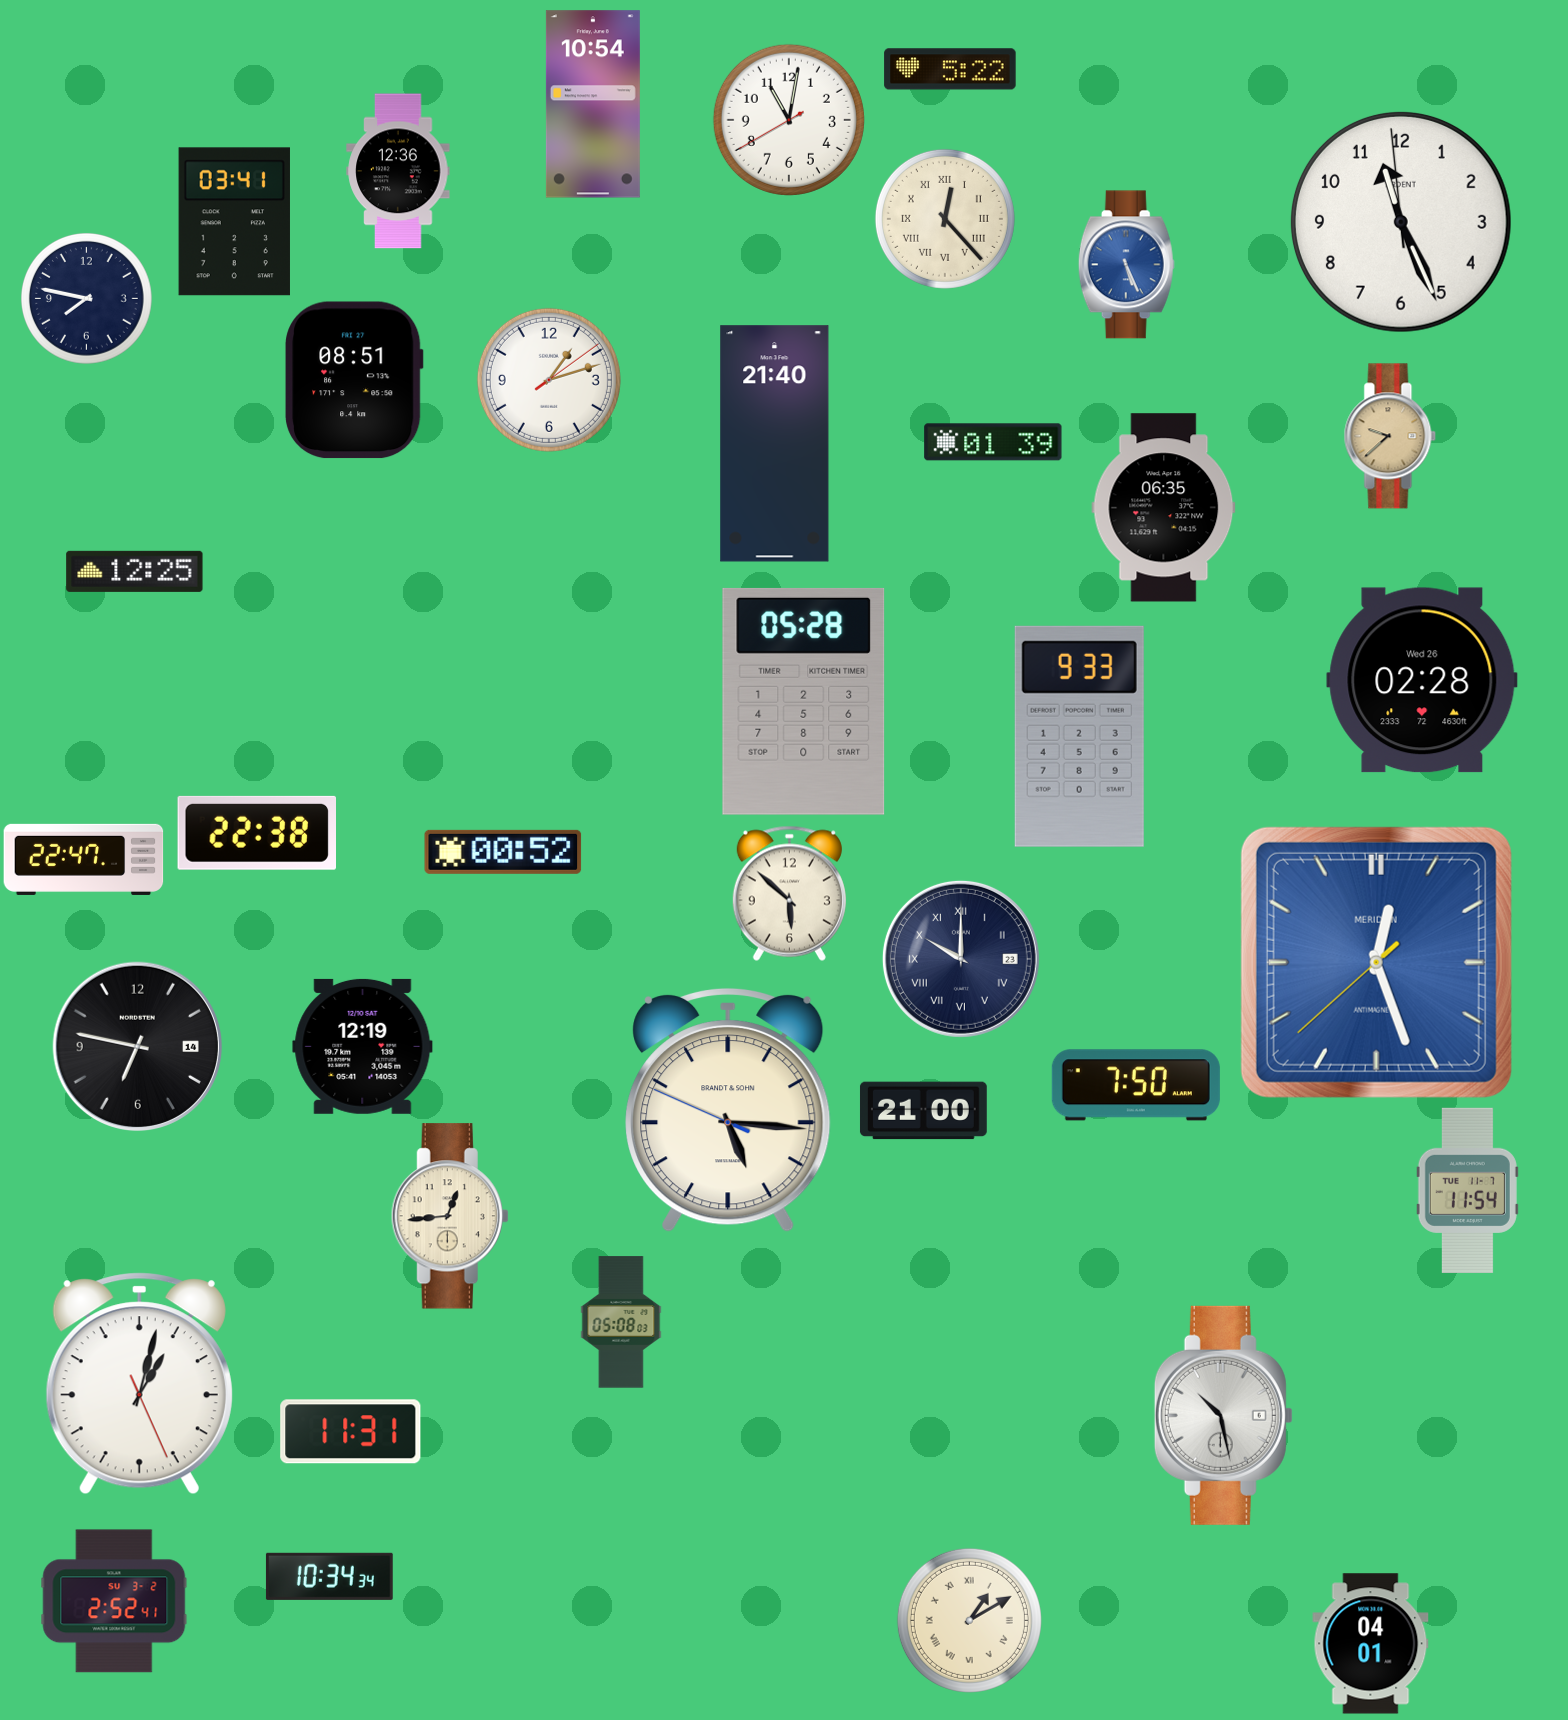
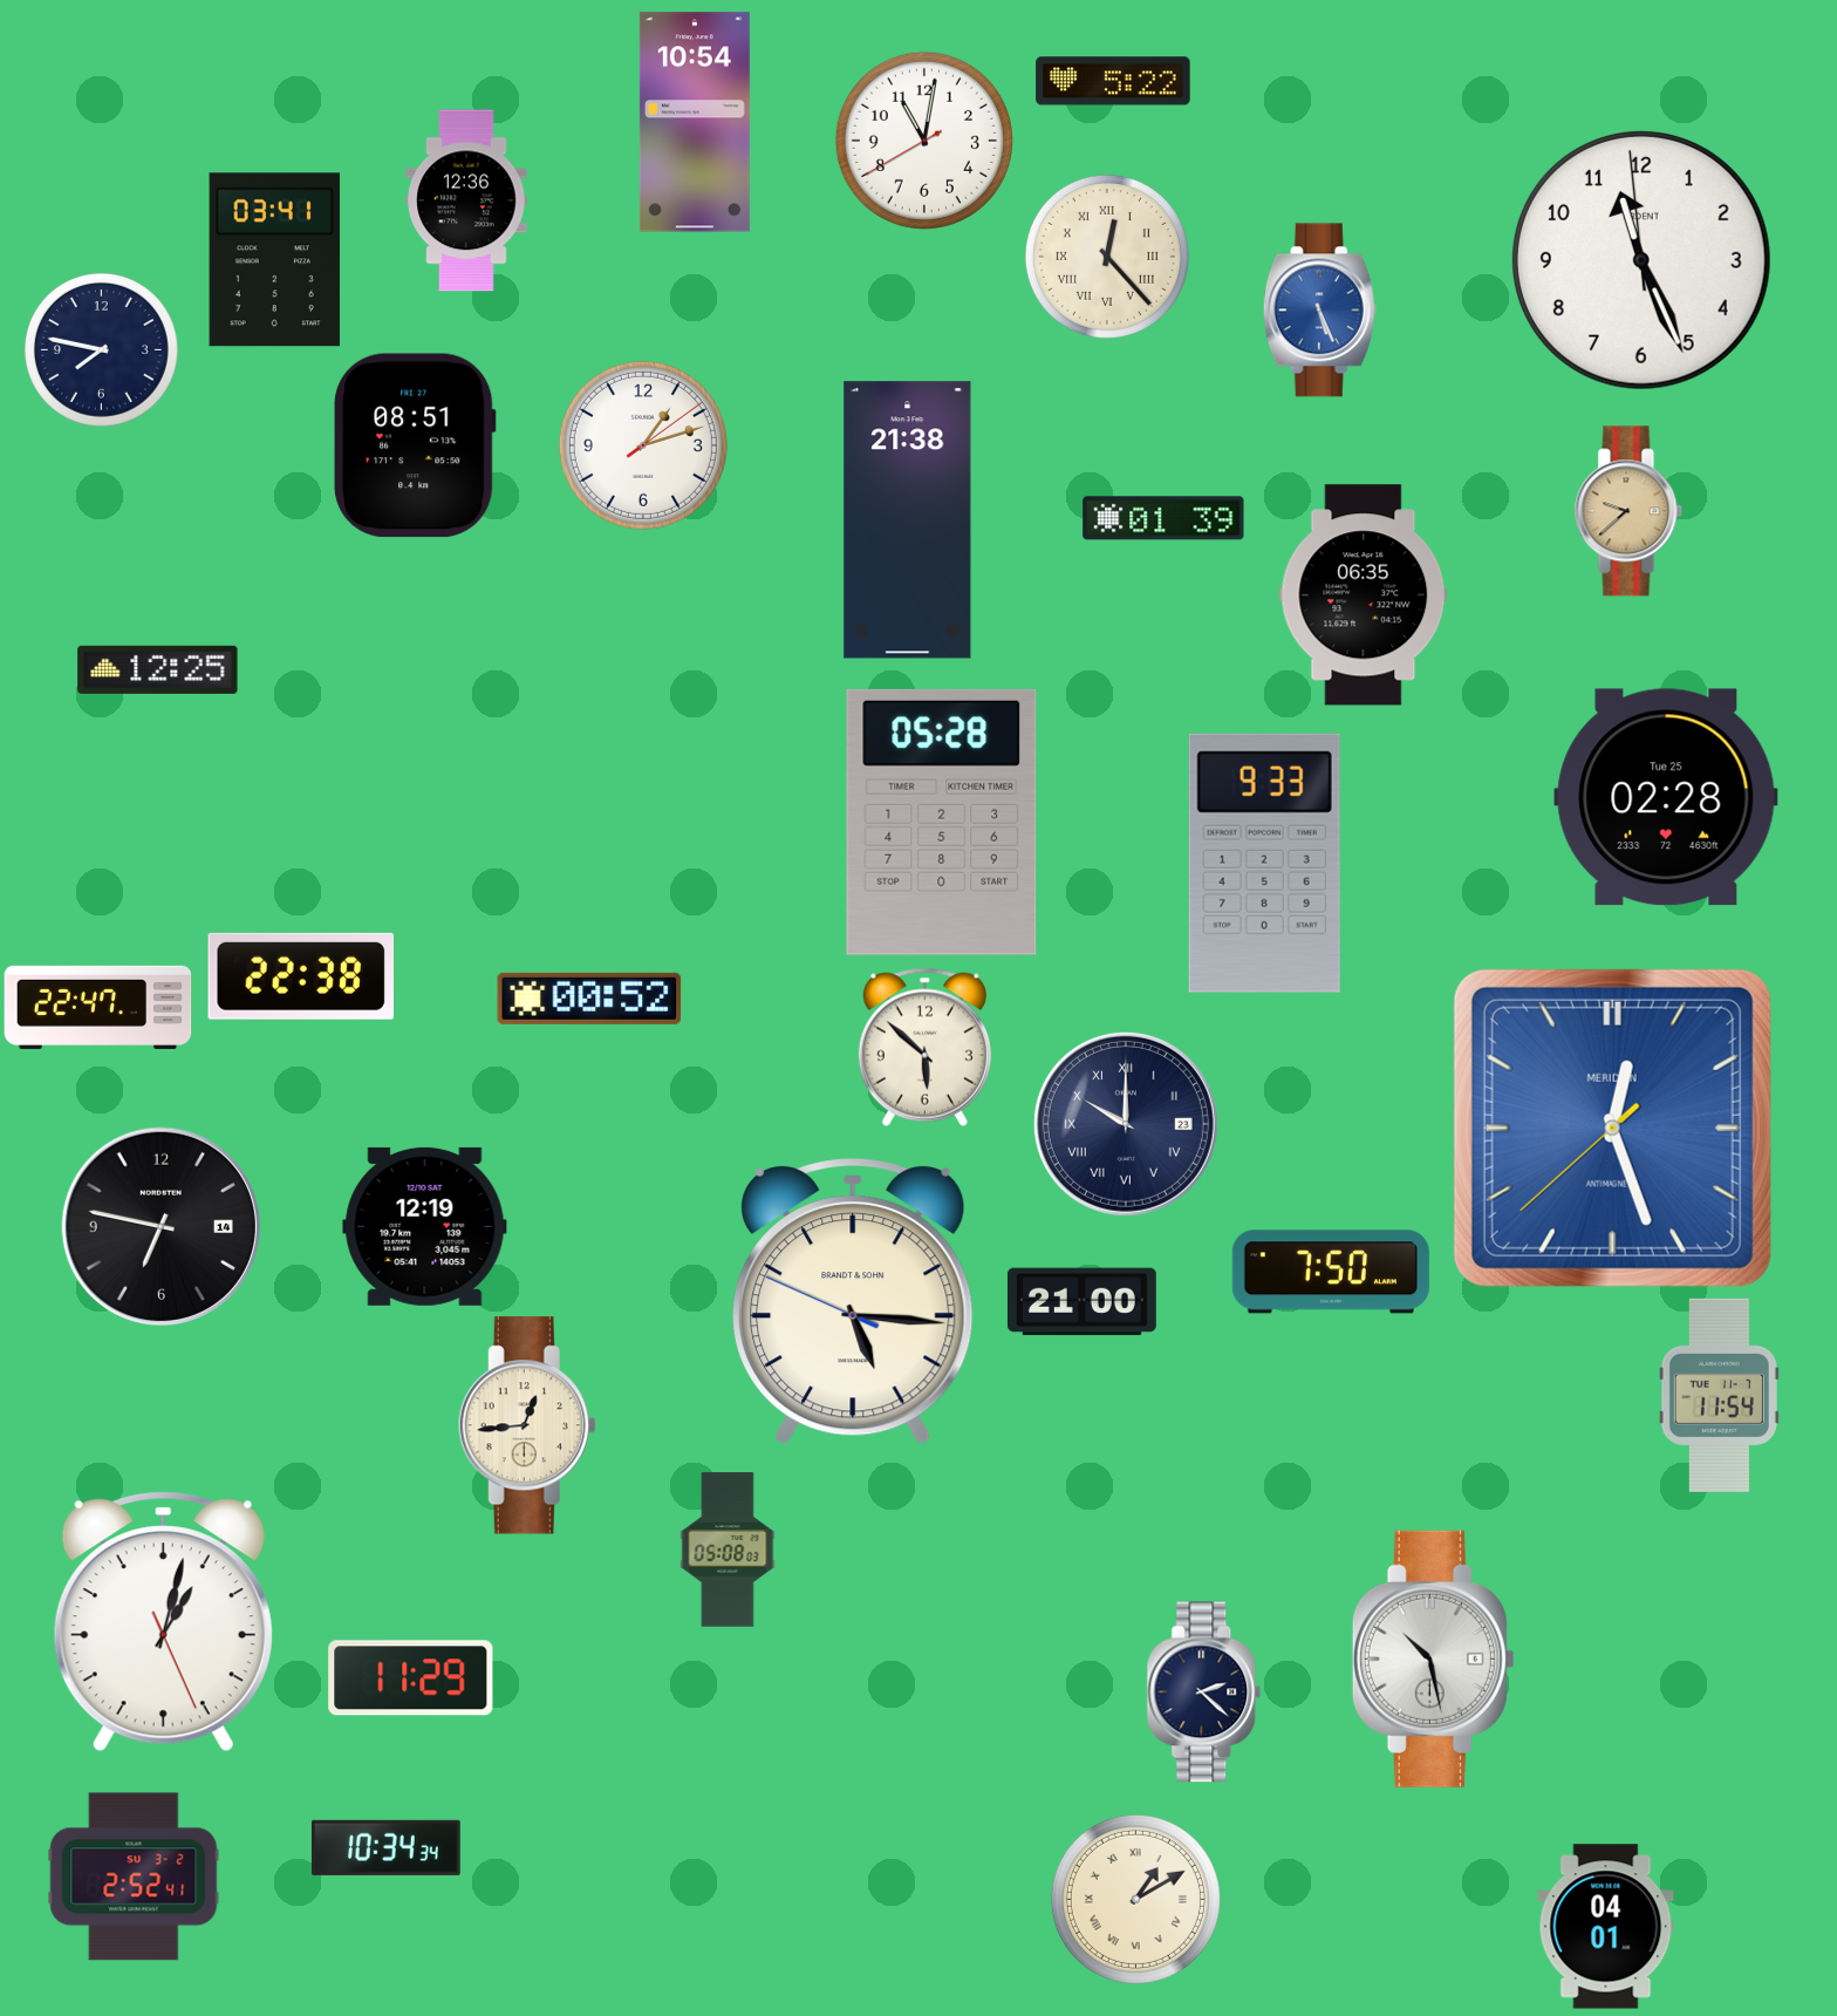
clock at (775, 444): 21:40 -> 21:38
clock at (1422, 680) date: Wed 26 -> Tue 25
clock at (351, 1432): 11:31 -> 11:29
clock at (1204, 1693): none -> 2:22
